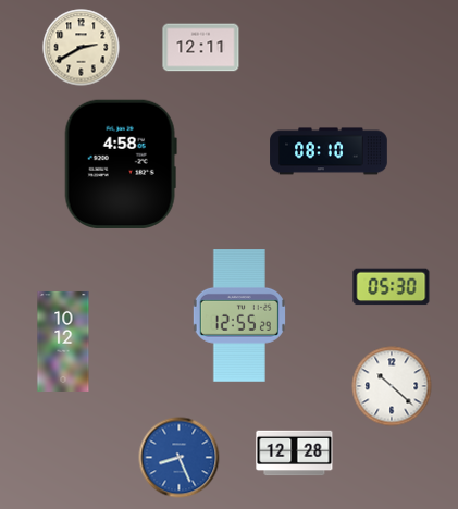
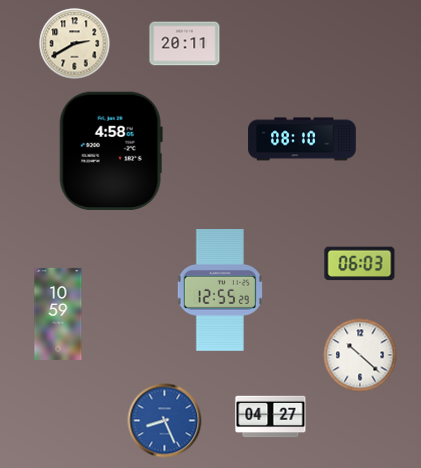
clock at (201, 48): 12:11 -> 20:11
clock at (392, 287): 05:30 -> 06:03
clock at (63, 342): 10:12 -> 10:59
clock at (295, 454): 12:28 -> 04:27
